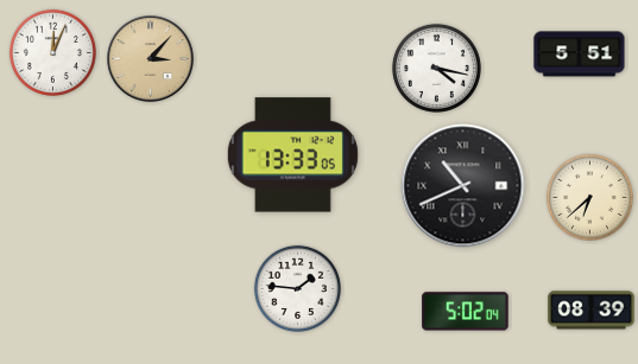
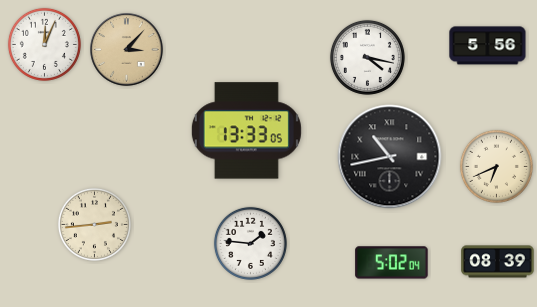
clock at (580, 55): 5:51 -> 5:56
clock at (463, 186): 10:41 -> 10:43
clock at (589, 197): 6:38 -> 6:41
clock at (94, 224): none -> 2:44
